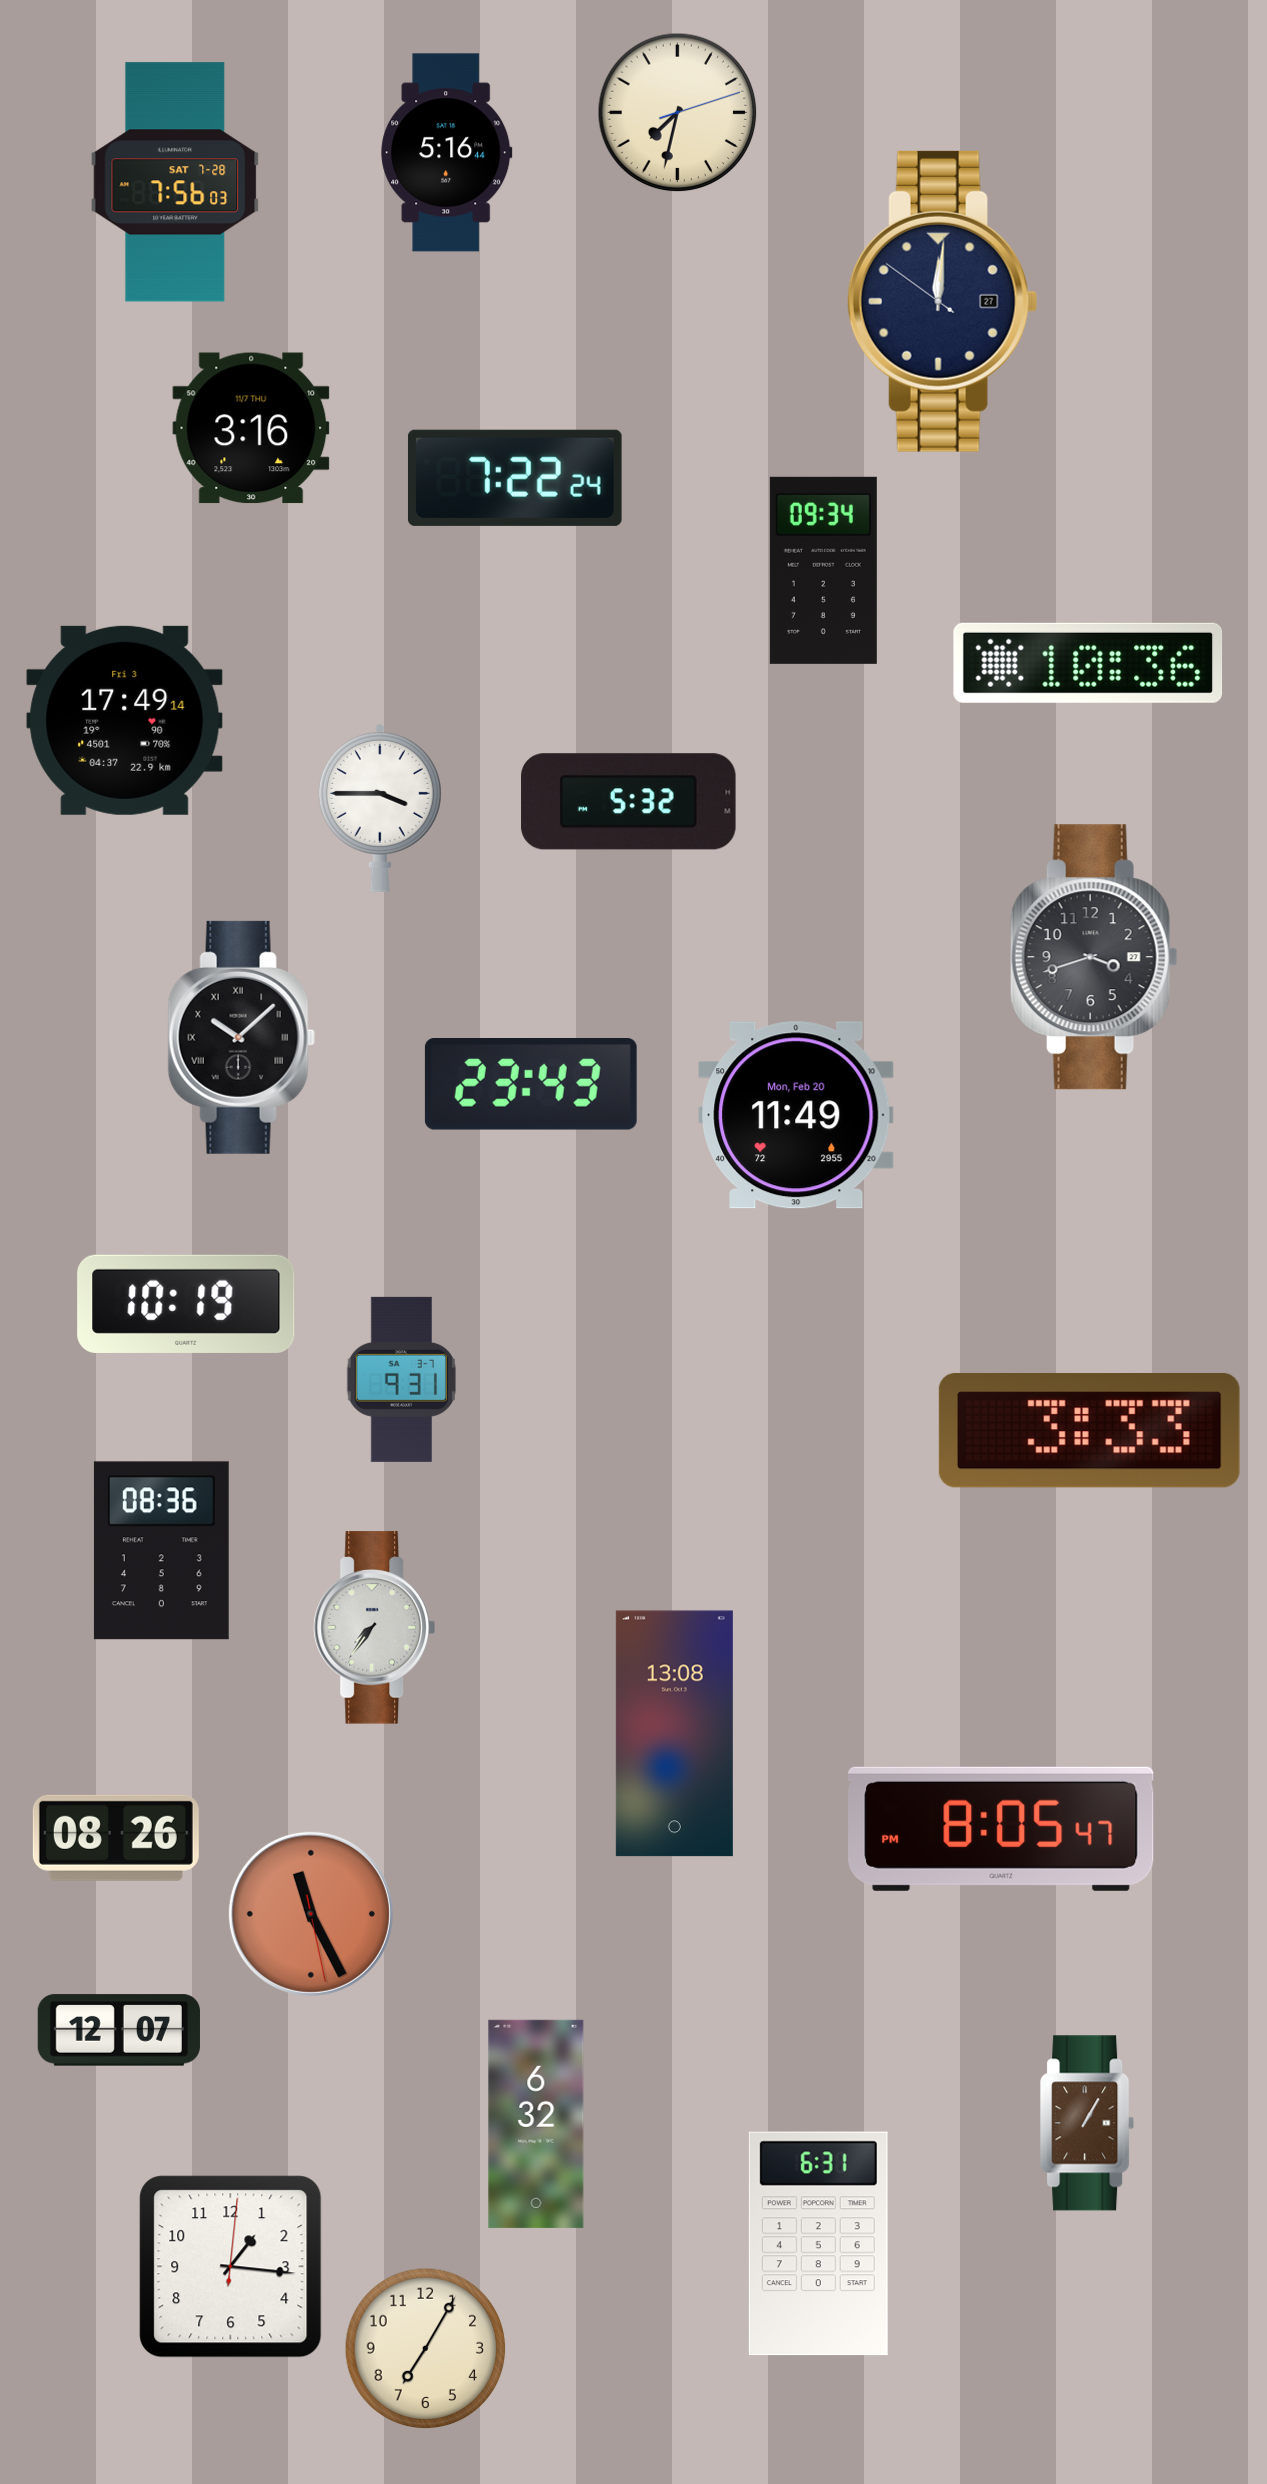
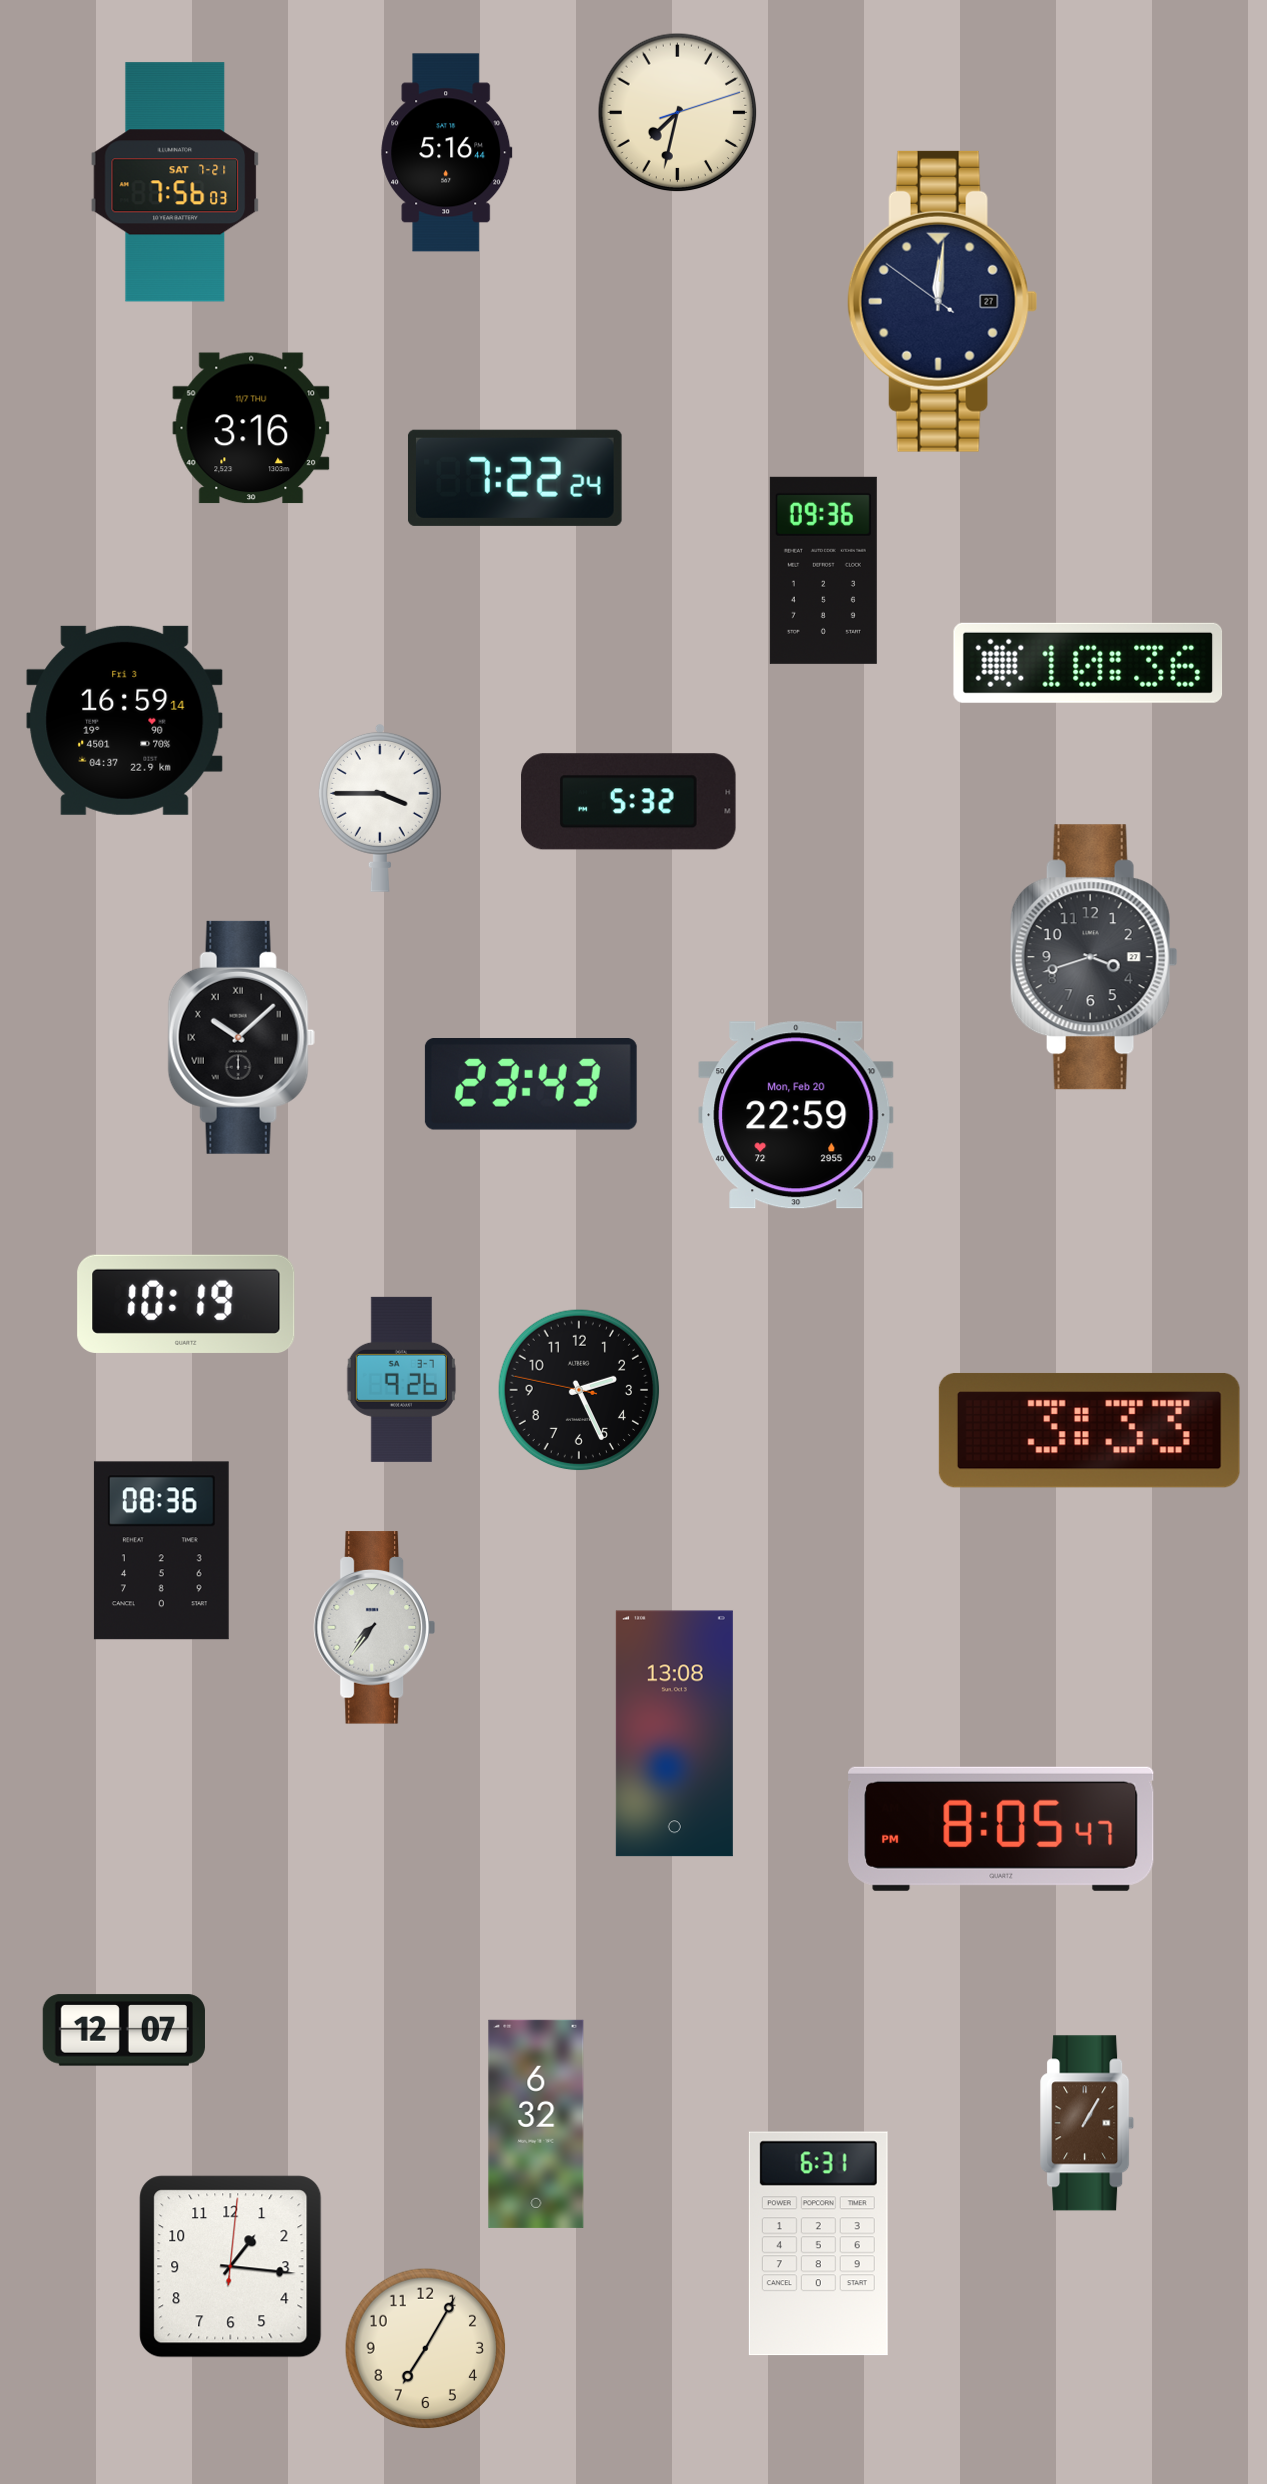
clock at (175, 182) date: SAT 7-28 -> SAT 7-21
clock at (823, 570): 09:34 -> 09:36
clock at (125, 720): 17:49 -> 16:59
clock at (796, 1115): 11:49 -> 22:59
clock at (401, 1379): 9:31 -> 9:26
clock at (579, 1390): none -> 2:25
clock at (116, 1838): 08:26 -> none
clock at (311, 1914): 11:25 -> none
clock at (118, 2030) position: (118, 2030) -> (123, 2030)
